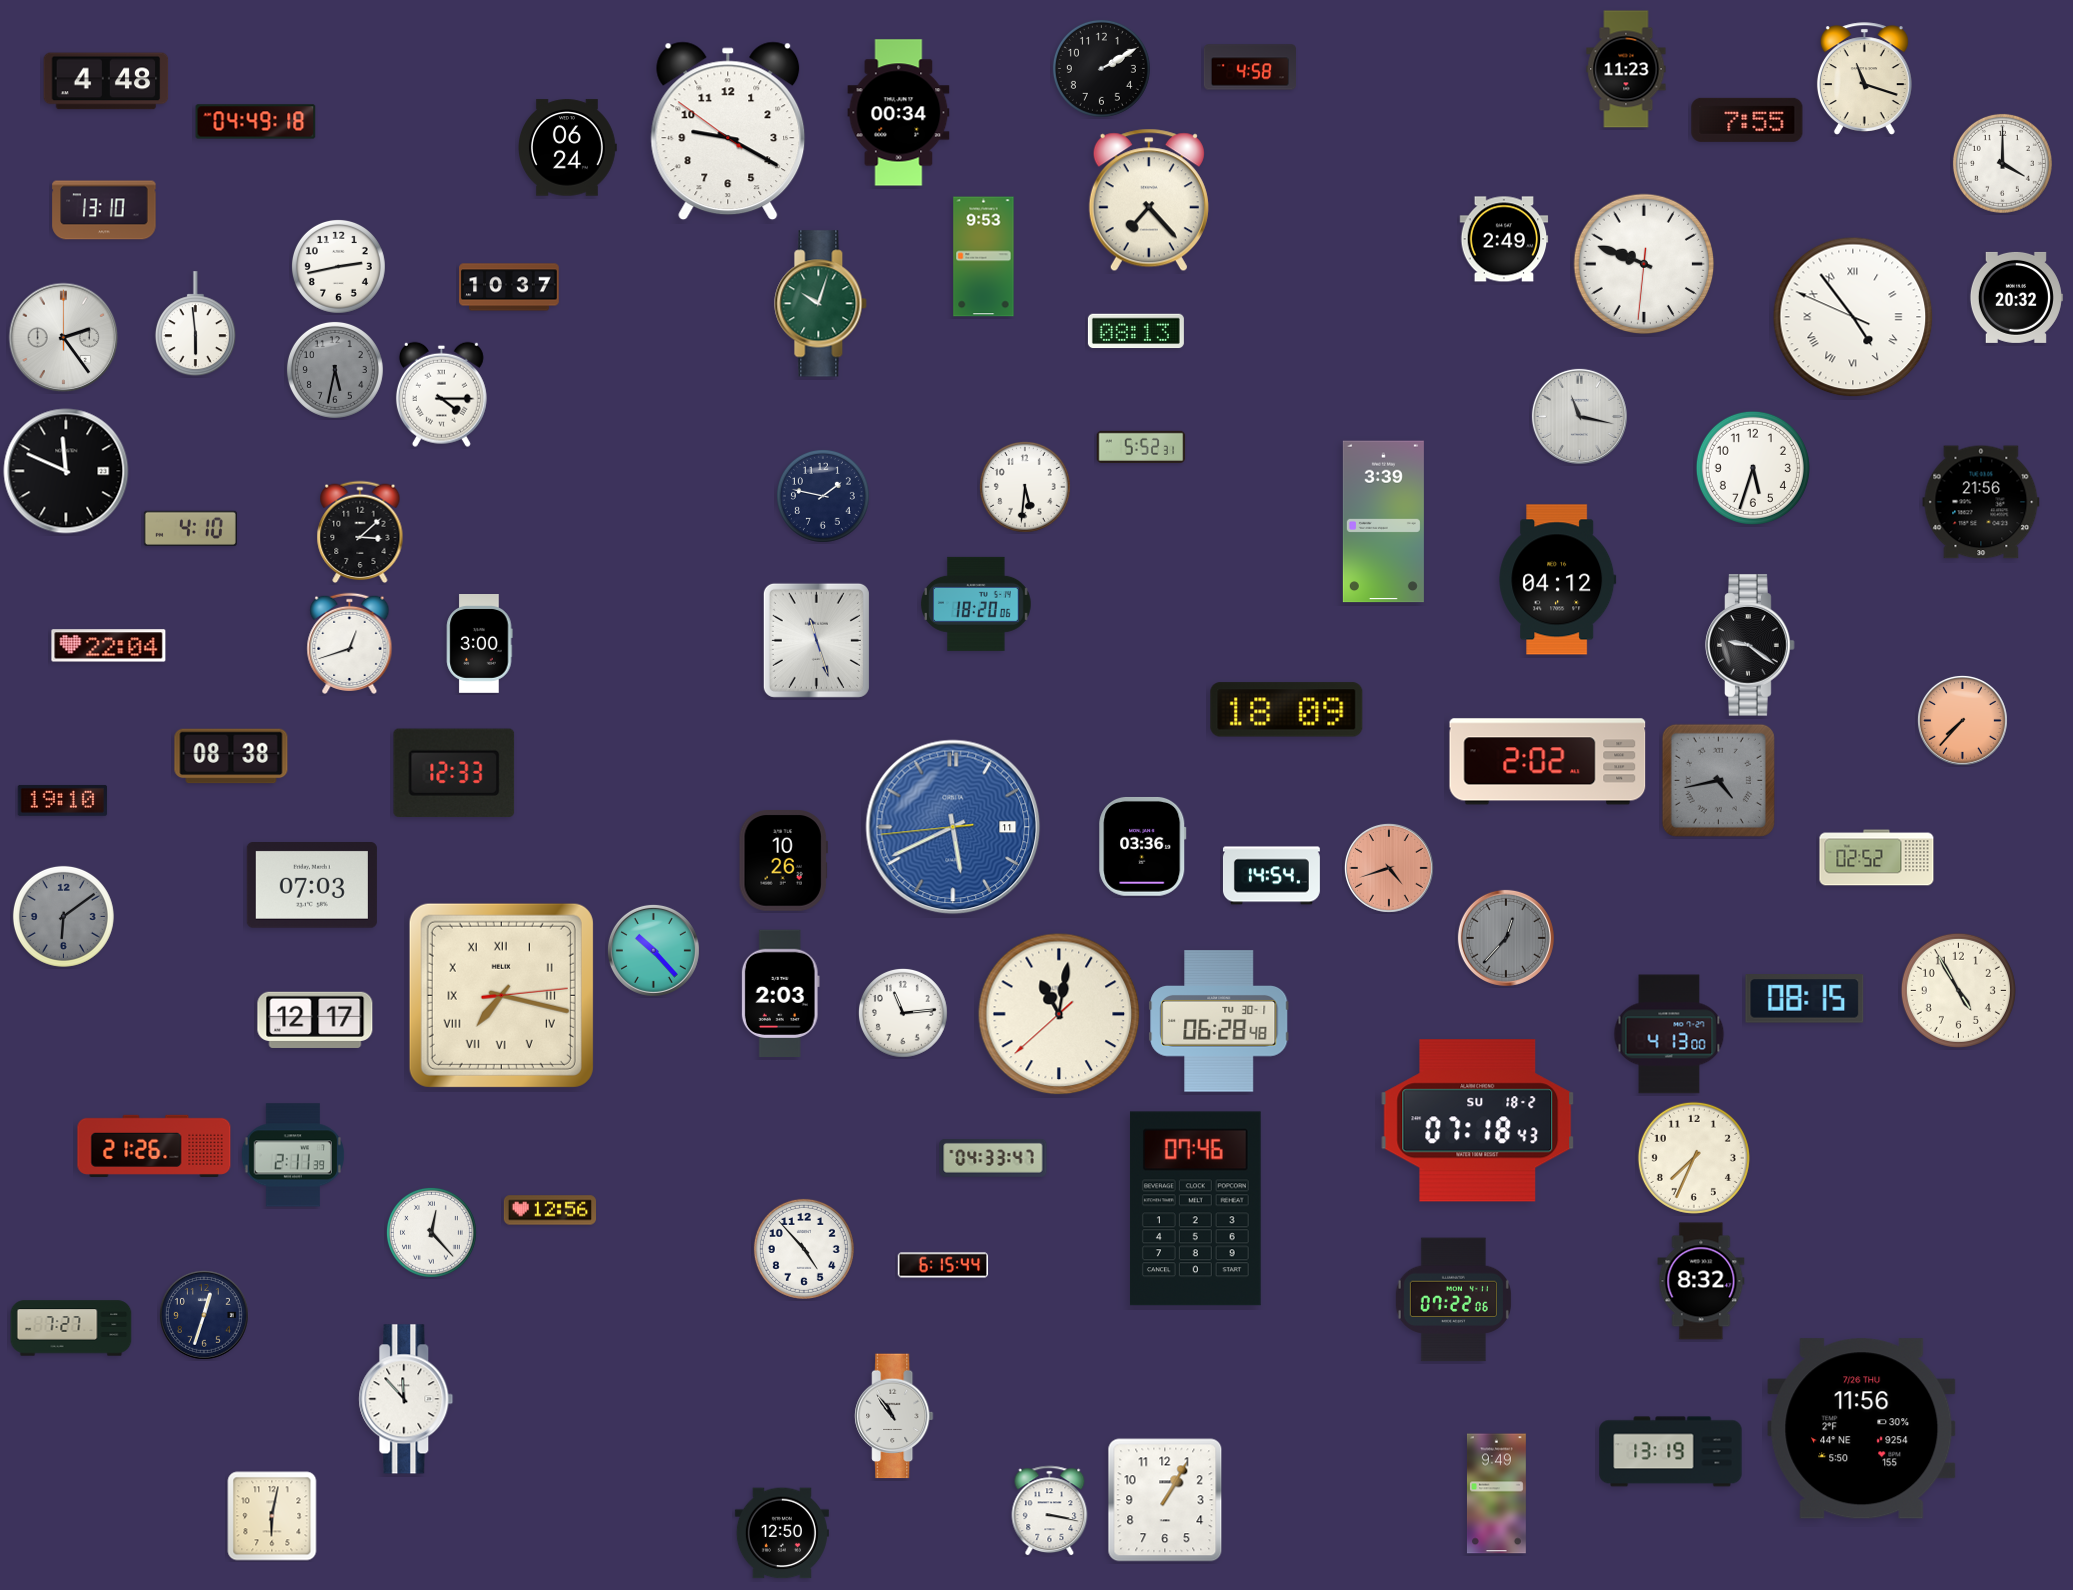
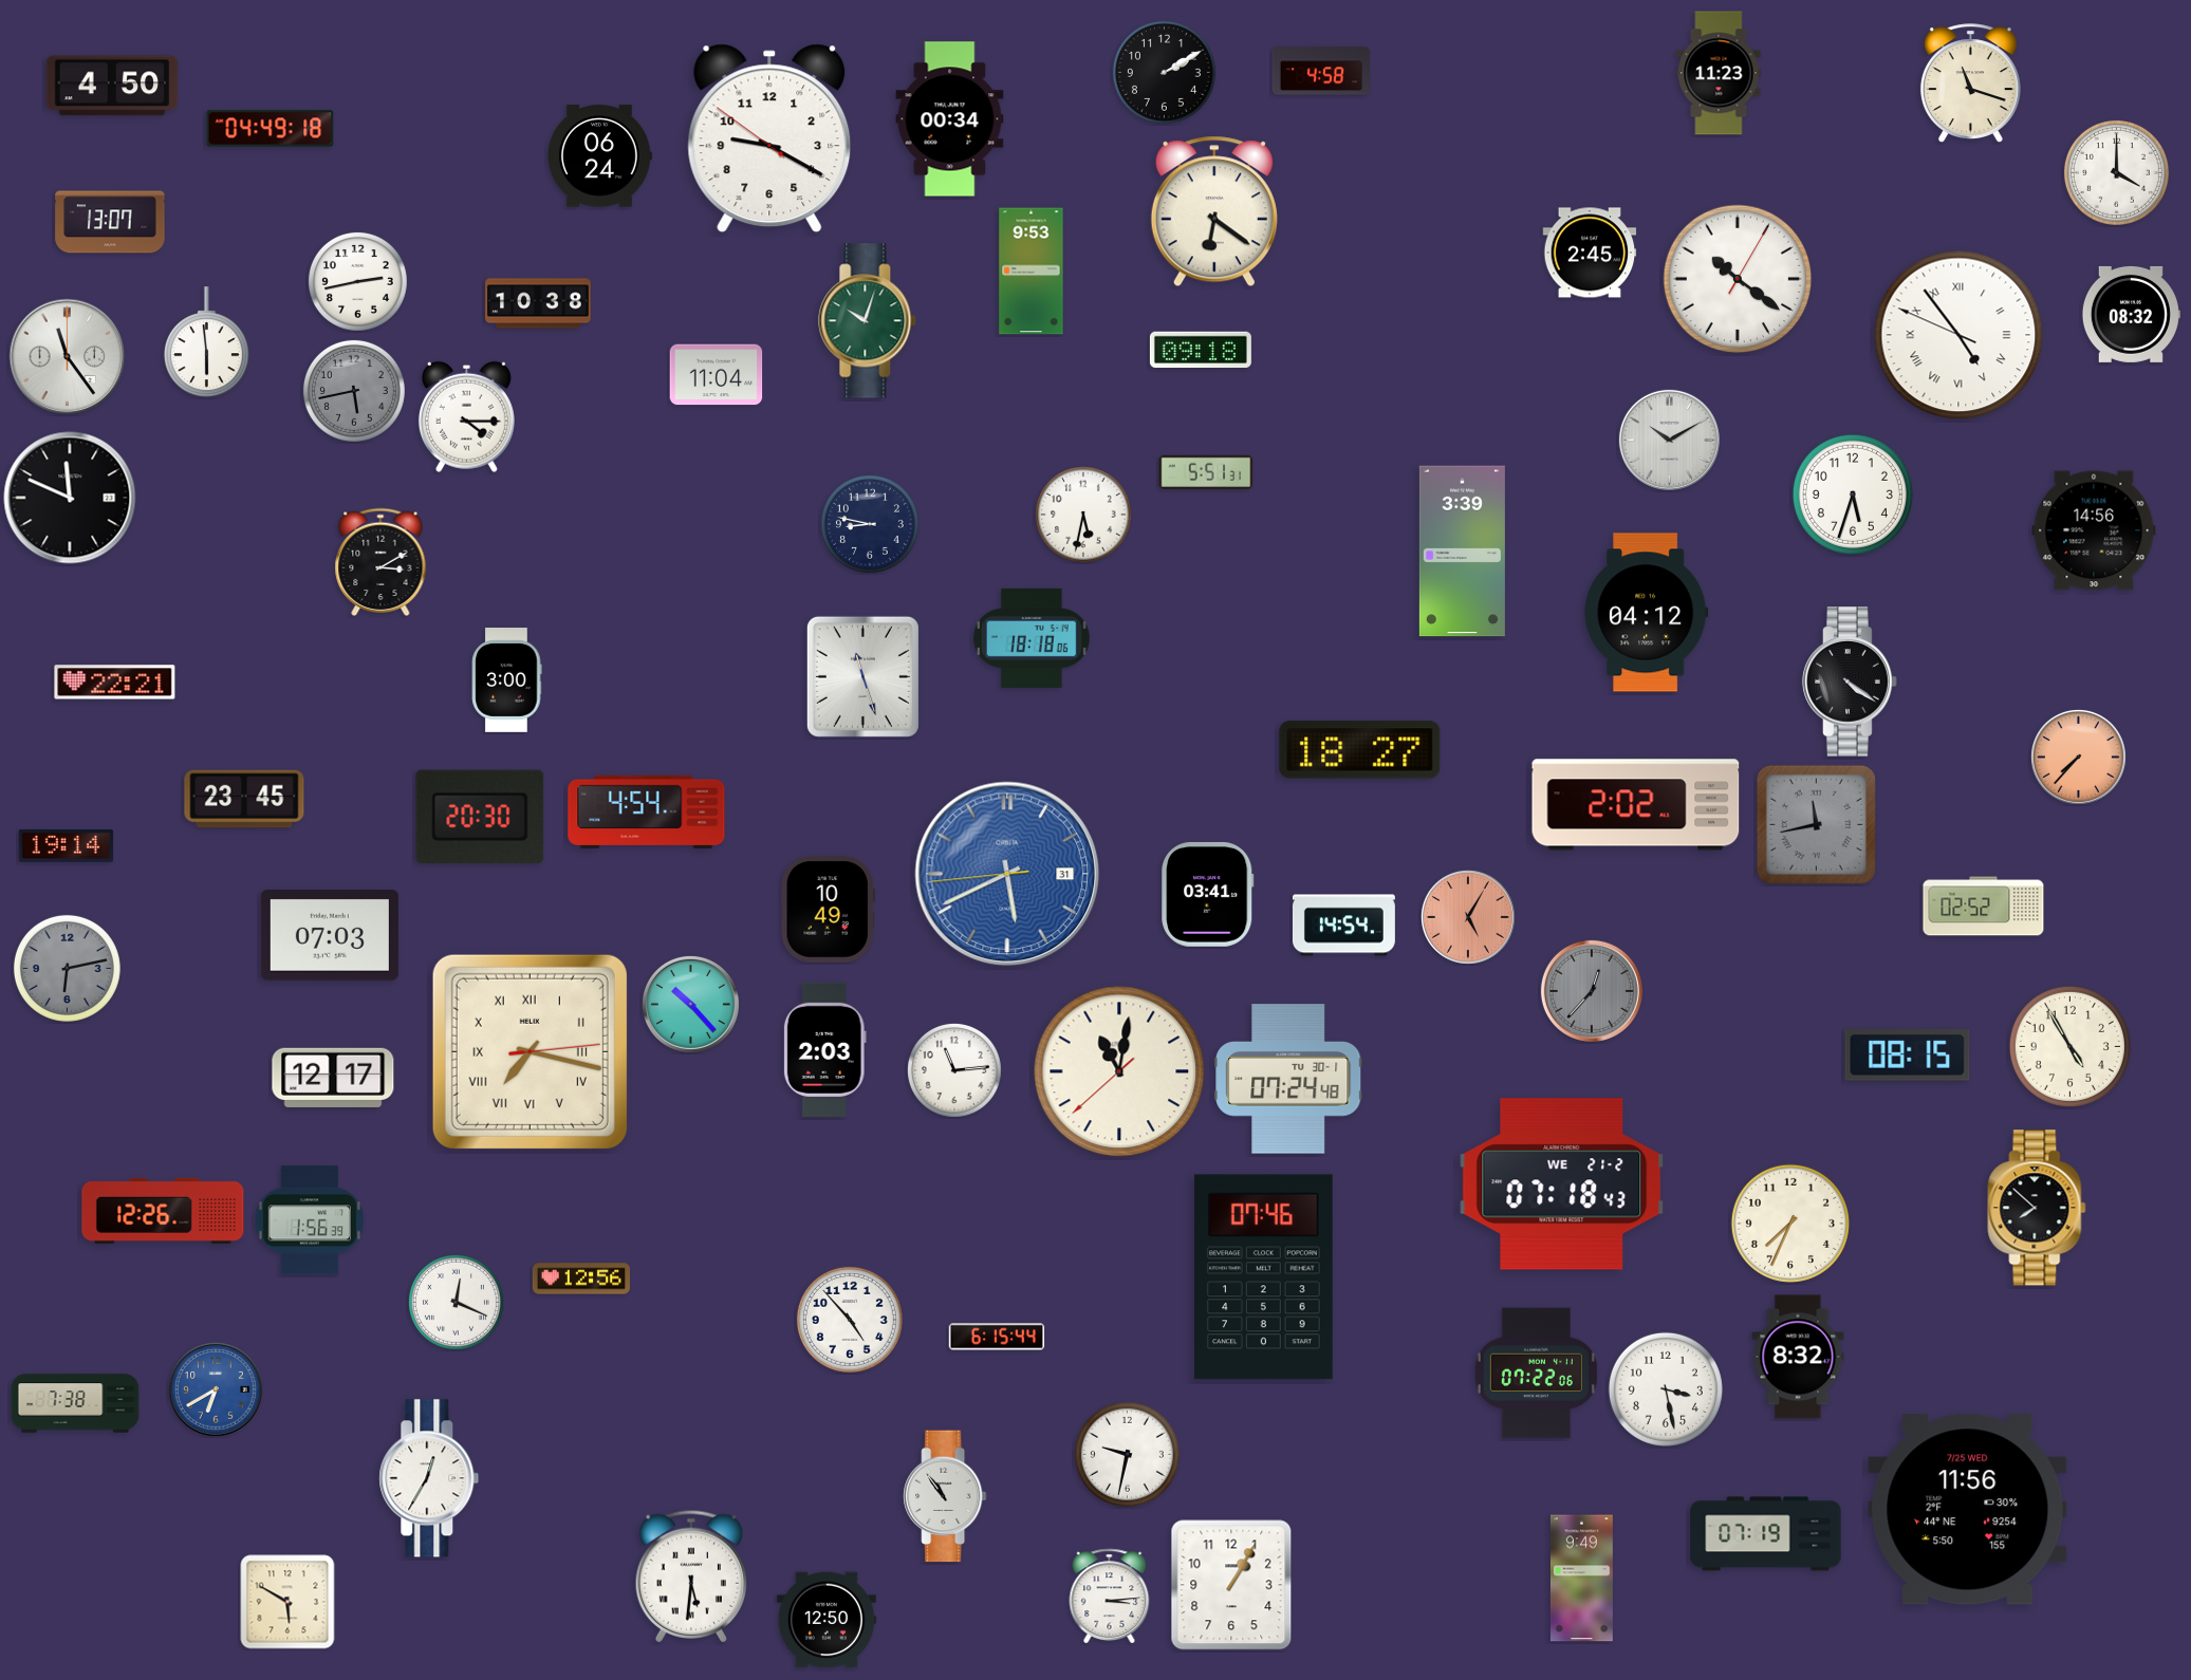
clock at (106, 81): 4:48 -> 4:50
clock at (1747, 120): 7:55 -> none
clock at (1149, 200): 7:23 -> 6:21
clock at (104, 210): 13:10 -> 13:07
clock at (1504, 239): 2:49 -> 2:45
clock at (984, 257) position: (984, 257) -> (1032, 272)
clock at (1643, 263): 9:48 -> 10:21
clock at (509, 287): 10:37 -> 10:38
clock at (2016, 297): 20:32 -> 08:32
clock at (1136, 331): 08:13 -> 09:18
clock at (64, 338): 2:24 -> 11:24
clock at (717, 375): none -> 11:04
clock at (335, 370): 5:32 -> 5:43
clock at (1579, 416): 11:17 -> 10:10
clock at (1141, 447): 5:52 -> 5:51
clock at (1025, 487): 5:31 -> 5:32
clock at (823, 496): 1:47 -> 8:47
clock at (1981, 502): 21:56 -> 14:56
clock at (190, 528): 4:10 -> none
clock at (360, 532): 3:08 -> 3:10
clock at (976, 604): 18:20 -> 18:18
clock at (350, 643): 12:42 -> none
clock at (1750, 645): 9:21 -> 4:21
clock at (109, 646): 22:04 -> 22:21
clock at (1287, 710): 18:09 -> 18:27
clock at (1962, 720) position: (1962, 720) -> (2078, 757)
clock at (231, 756): 08:38 -> 23:45
clock at (647, 811): none -> 4:54
clock at (454, 773): 12:33 -> 20:30
clock at (1718, 780): 4:43 -> 11:43
clock at (63, 800): 19:10 -> 19:14
clock at (953, 827) date: 11 -> 31
clock at (1143, 846): 03:36 -> 03:41
clock at (783, 861): 10:26 -> 10:49
clock at (1390, 869): 4:42 -> 5:05
clock at (63, 916): 6:09 -> 6:13
clock at (1219, 1021): 06:28 -> 07:24
clock at (1669, 1034): 4:13 -> none
clock at (1478, 1121) date: SU 18-2 -> WE 21-2
clock at (2037, 1208): none -> 7:52
clock at (154, 1146): 21:26 -> 12:26
clock at (293, 1155): 2:11 -> 1:56
clock at (993, 1158): 04:33 -> none
clock at (431, 1232): 12:23 -> 12:19
clock at (1701, 1281) position: (1701, 1281) -> (1798, 1357)
clock at (1666, 1389): none -> 3:28
clock at (205, 1316): 12:33 -> 6:40
clock at (205, 1316) dial: navy -> blue
clock at (71, 1328): 7:27 -> 7:38
clock at (1127, 1454): none -> 9:32
clock at (406, 1399): 11:53 -> 12:35
clock at (1862, 1429) date: 7/26 THU -> 7/25 WED
clock at (1671, 1452): 13:19 -> 07:19
clock at (690, 1576): none -> 5:31
clock at (1050, 1511): 3:17 -> 3:14
clock at (272, 1516): 6:02 -> 5:50
